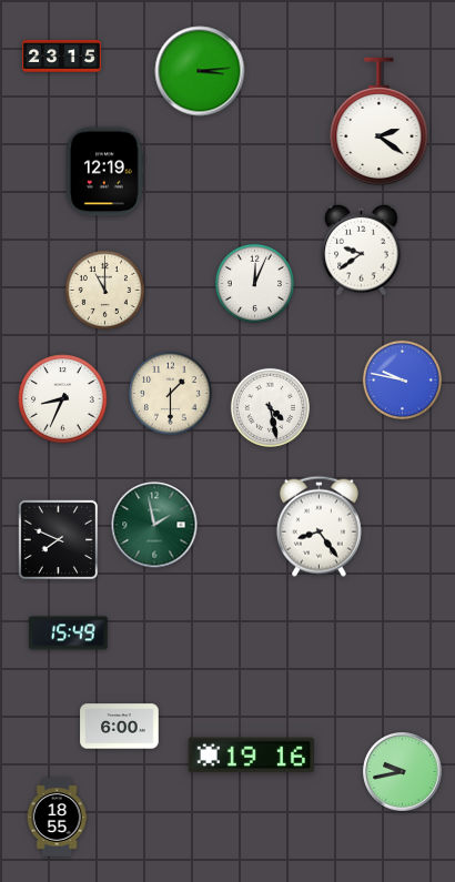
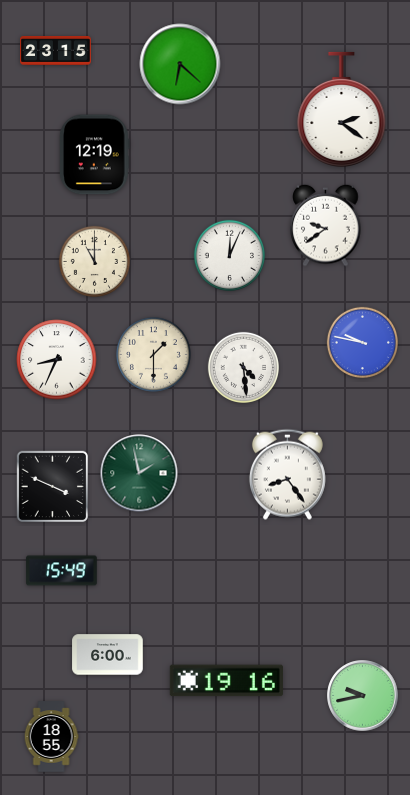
clock at (200, 71): 3:14 -> 6:22
clock at (270, 407): 4:28 -> 4:29
clock at (59, 540): 7:49 -> 3:49
